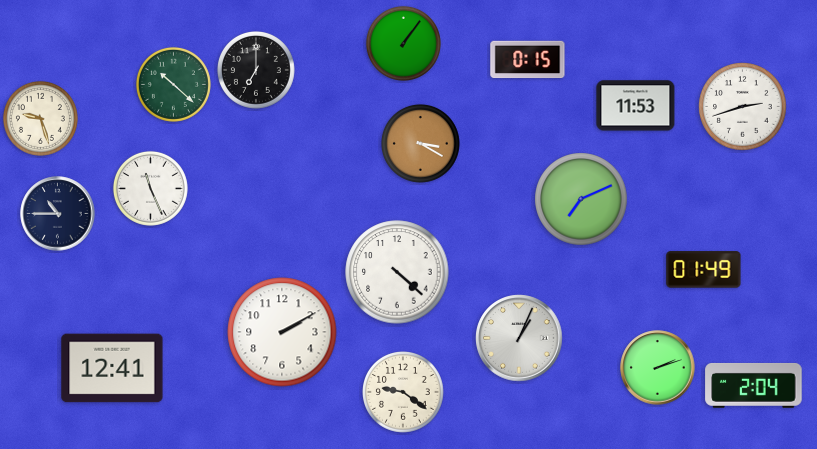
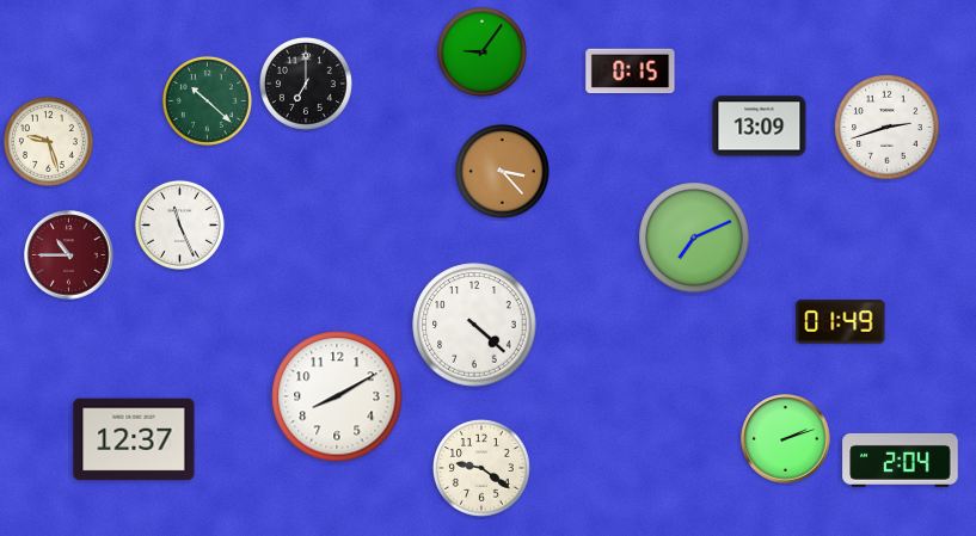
clock at (403, 43): 1:06 -> 9:06
clock at (636, 106): 11:53 -> 13:09
clock at (420, 143): 3:20 -> 3:23
clock at (58, 214) dial: navy -> burgundy
clock at (282, 332): 2:10 -> 8:10
clock at (519, 338): 1:04 -> none
clock at (112, 368): 12:41 -> 12:37
